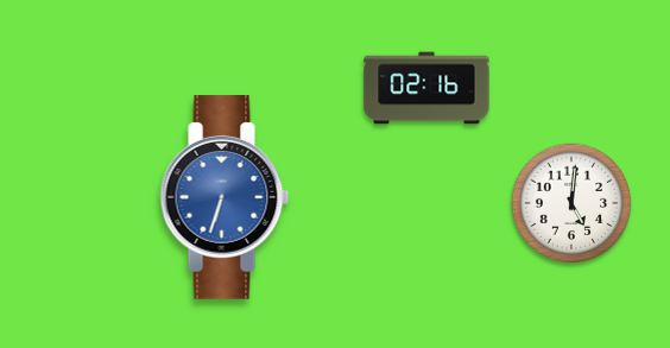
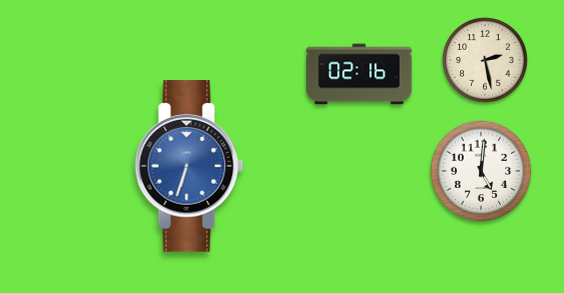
clock at (485, 60): none -> 2:28
